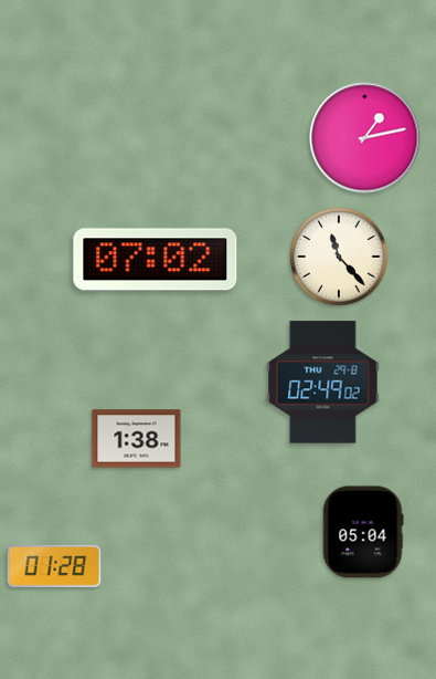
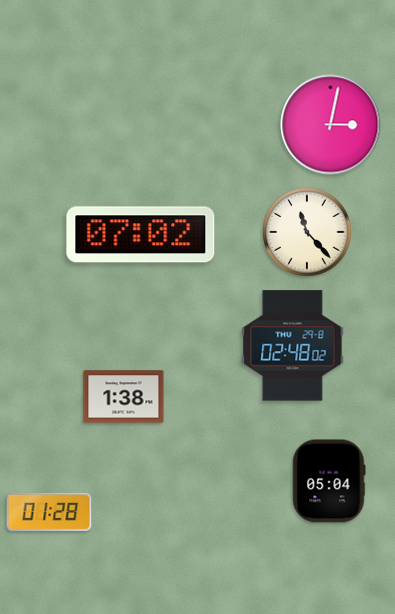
clock at (365, 138): 1:13 -> 3:02
clock at (323, 383): 02:49 -> 02:48
